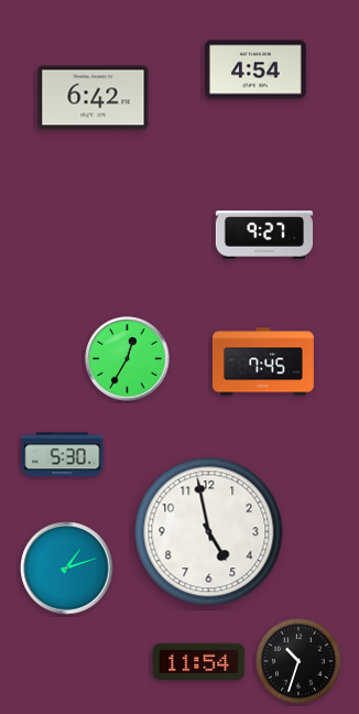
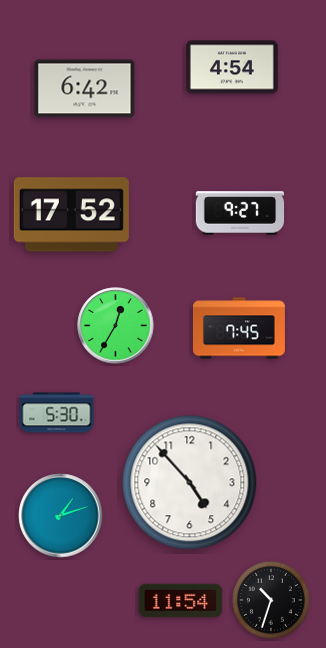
clock at (255, 69) position: (255, 69) -> (232, 67)
clock at (71, 215): none -> 17:52
clock at (209, 532): 4:58 -> 4:53
